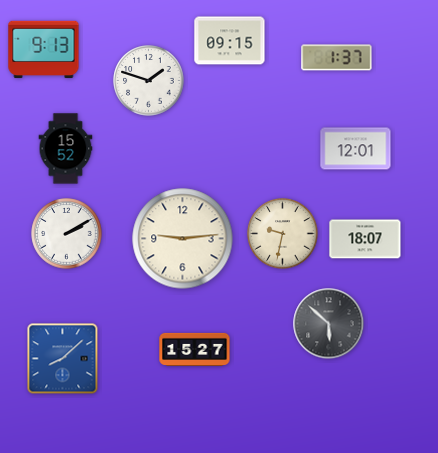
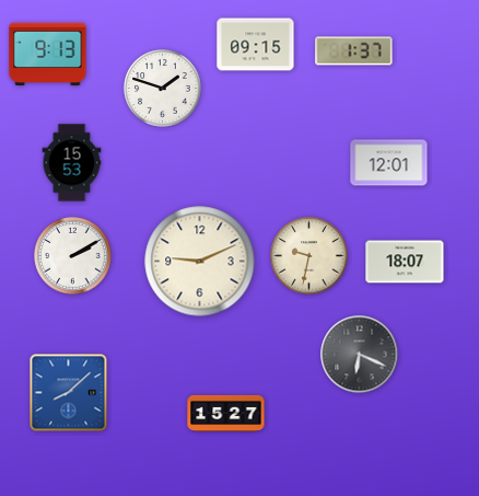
clock at (230, 41) position: (230, 41) -> (256, 45)
clock at (337, 58) position: (337, 58) -> (354, 51)
clock at (66, 149): 15:52 -> 15:53
clock at (183, 239): 9:14 -> 9:11
clock at (365, 239) position: (365, 239) -> (405, 262)
clock at (329, 324): 5:52 -> 6:19
clock at (195, 349) position: (195, 349) -> (226, 413)
